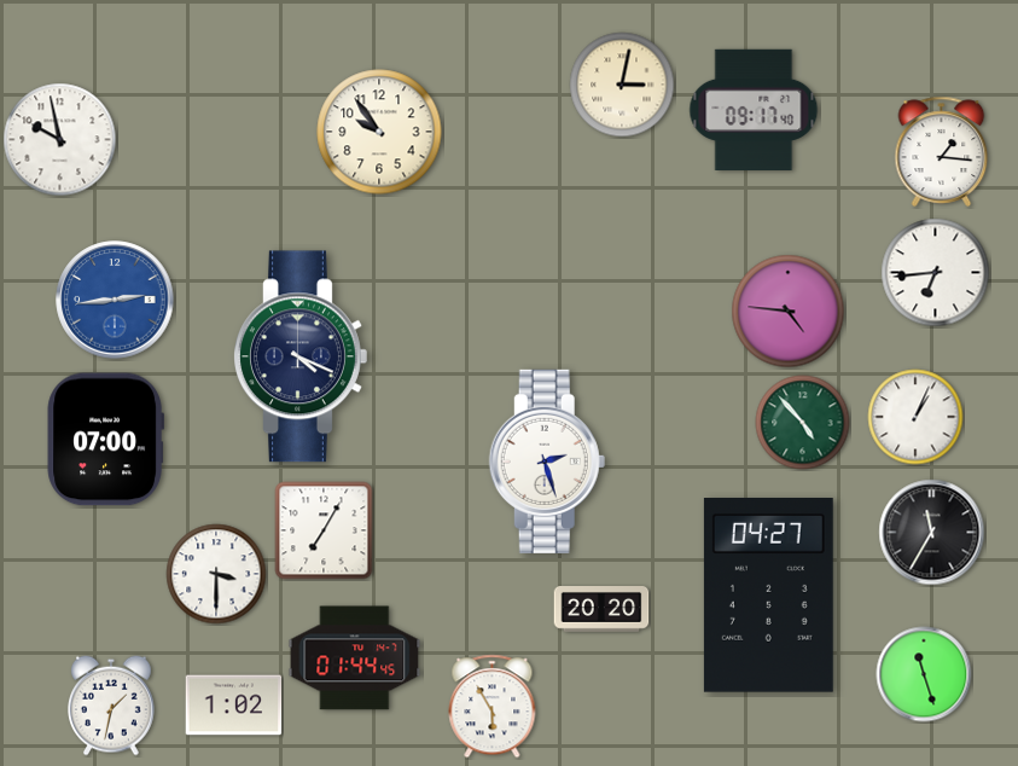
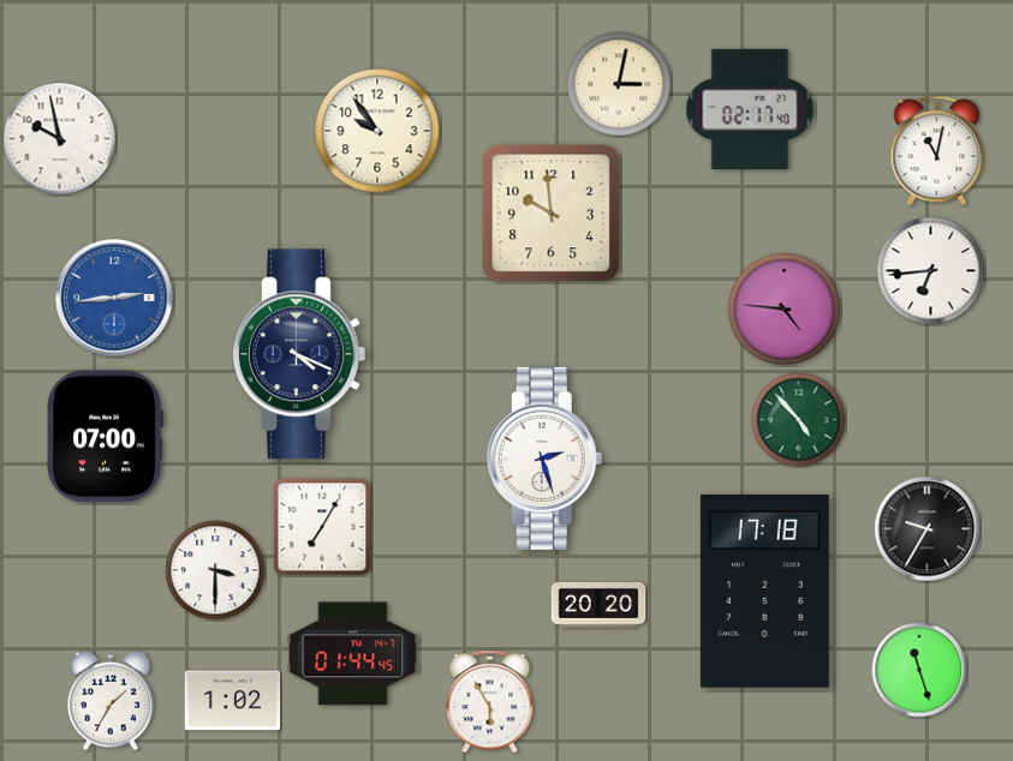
clock at (754, 110): 09:17 -> 02:17
clock at (942, 151): 1:16 -> 11:02
clock at (552, 214): none -> 9:59
clock at (915, 417): 1:04 -> none
clock at (932, 533): 11:35 -> 9:35
clock at (768, 596): 04:27 -> 17:18
clock at (111, 706): 1:32 -> 1:35
